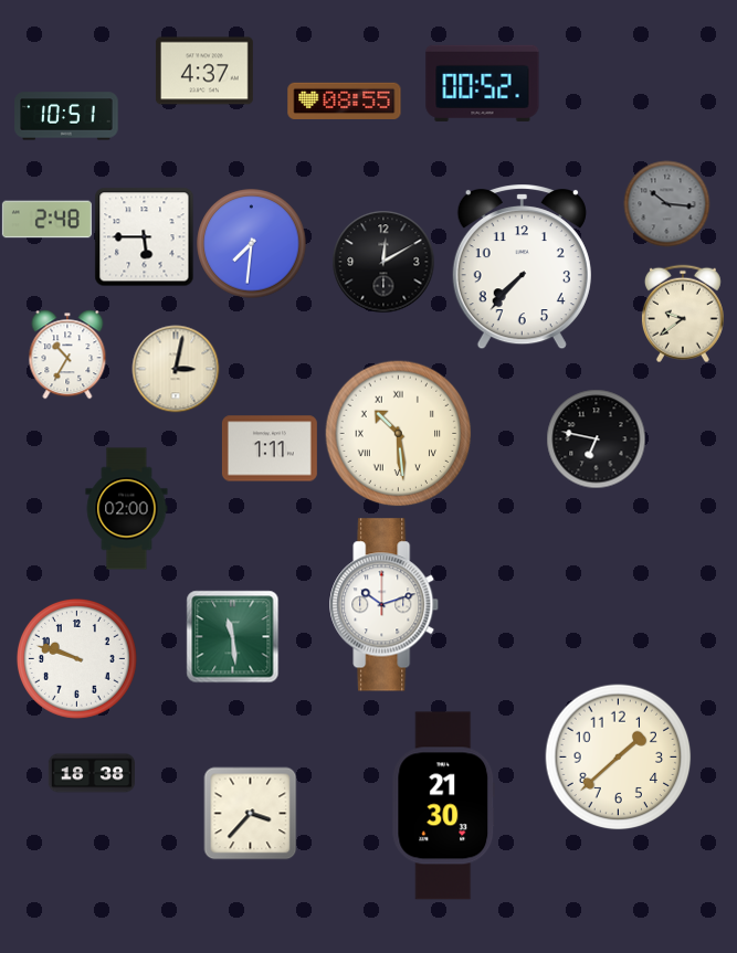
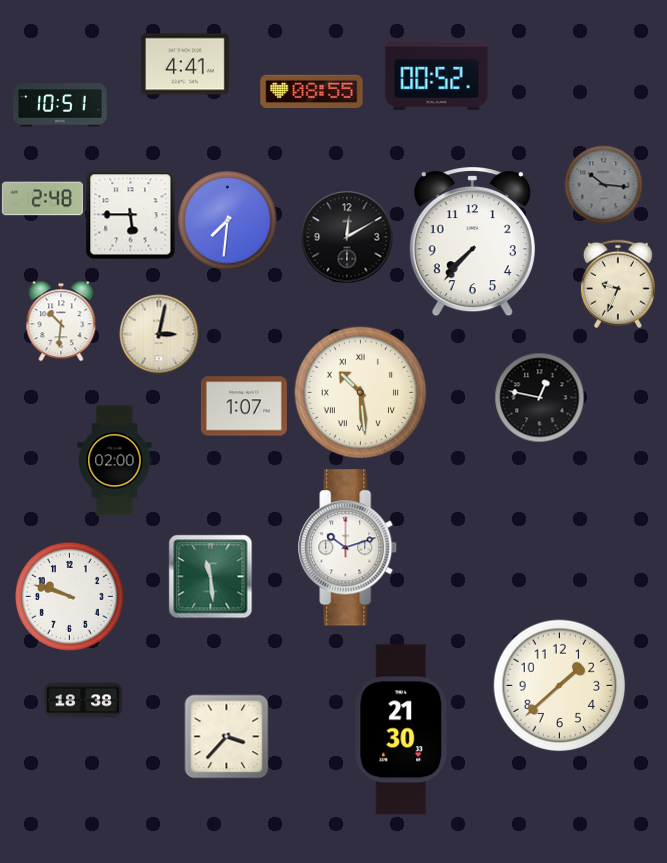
clock at (204, 71): 4:37 -> 4:41
clock at (683, 314): 9:39 -> 9:34
clock at (67, 354): 10:35 -> 10:31
clock at (596, 438): 6:47 -> 12:47
clock at (270, 448): 1:11 -> 1:07
